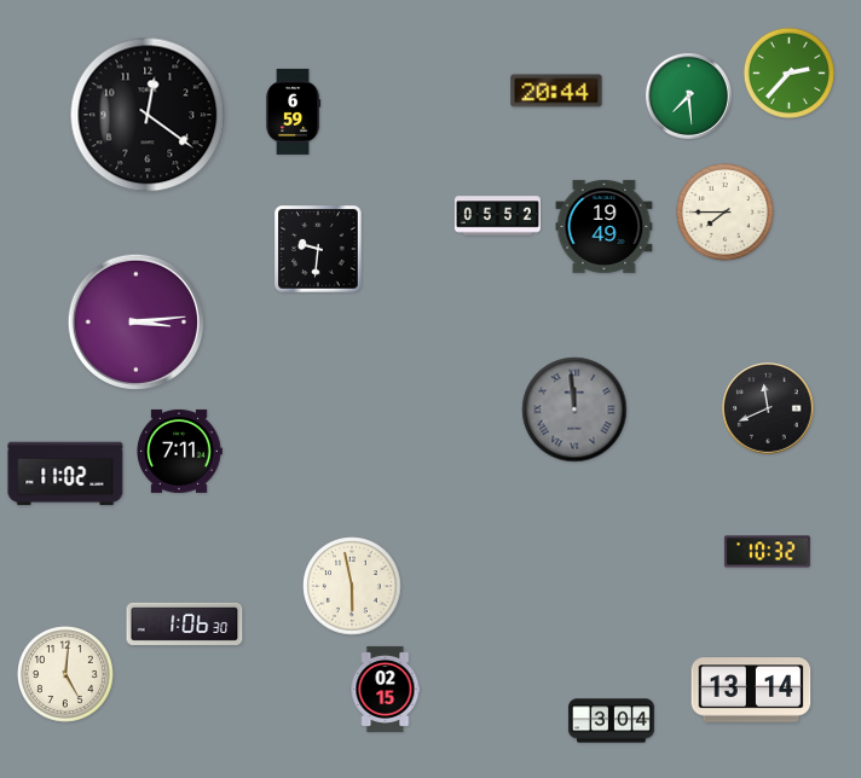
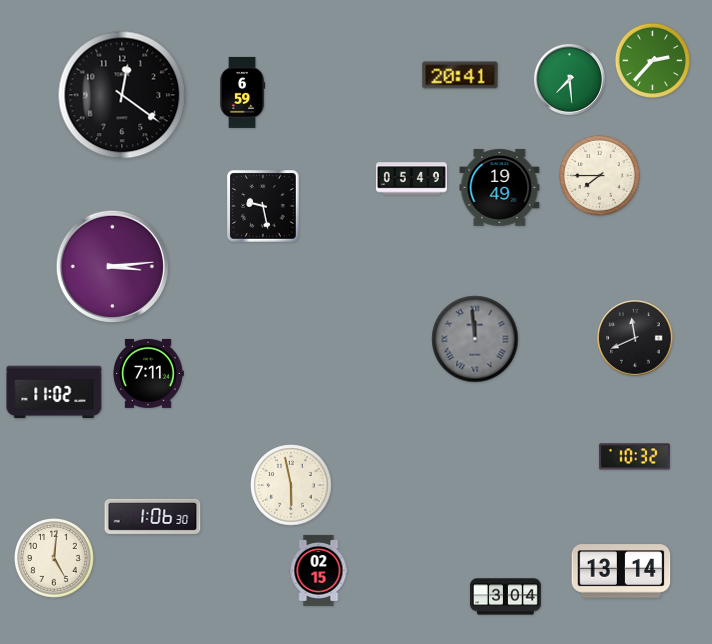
clock at (556, 91): 20:44 -> 20:41
clock at (497, 216): 05:52 -> 05:49
clock at (319, 250): 9:31 -> 9:28
